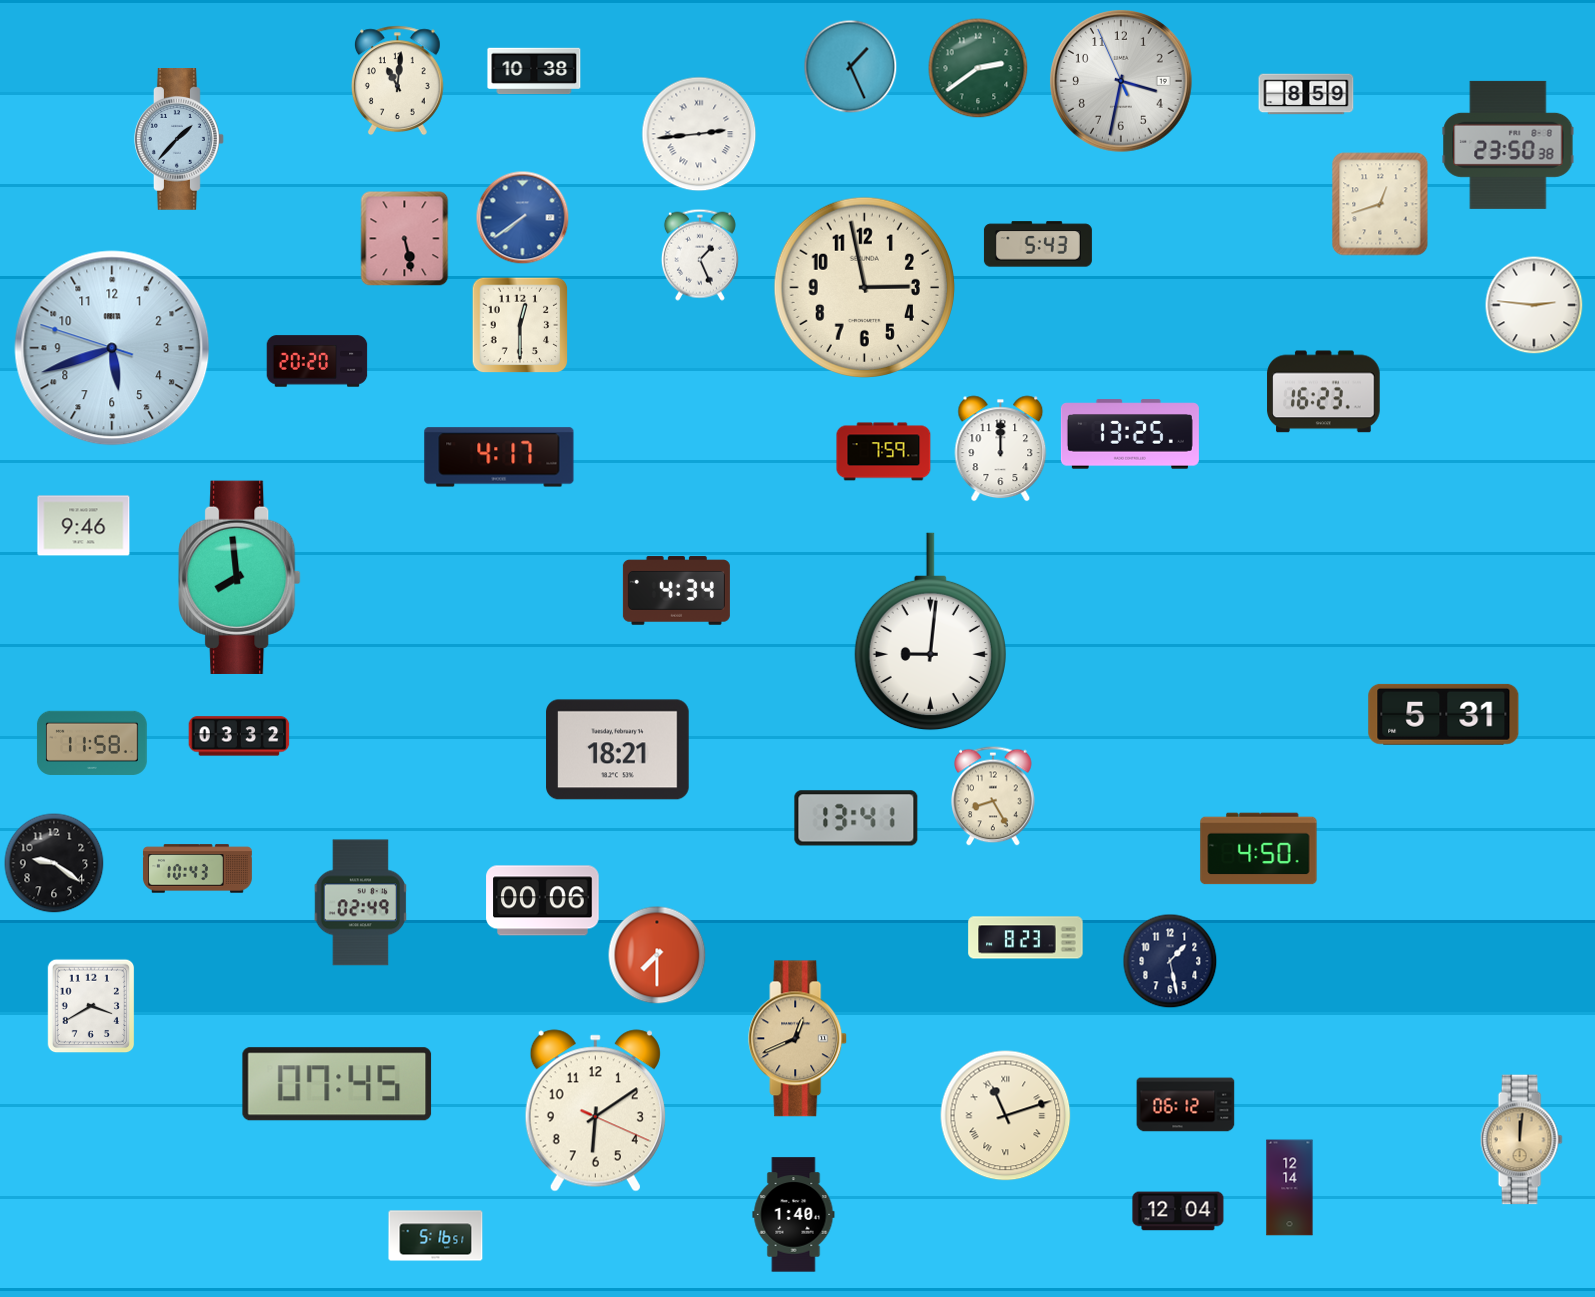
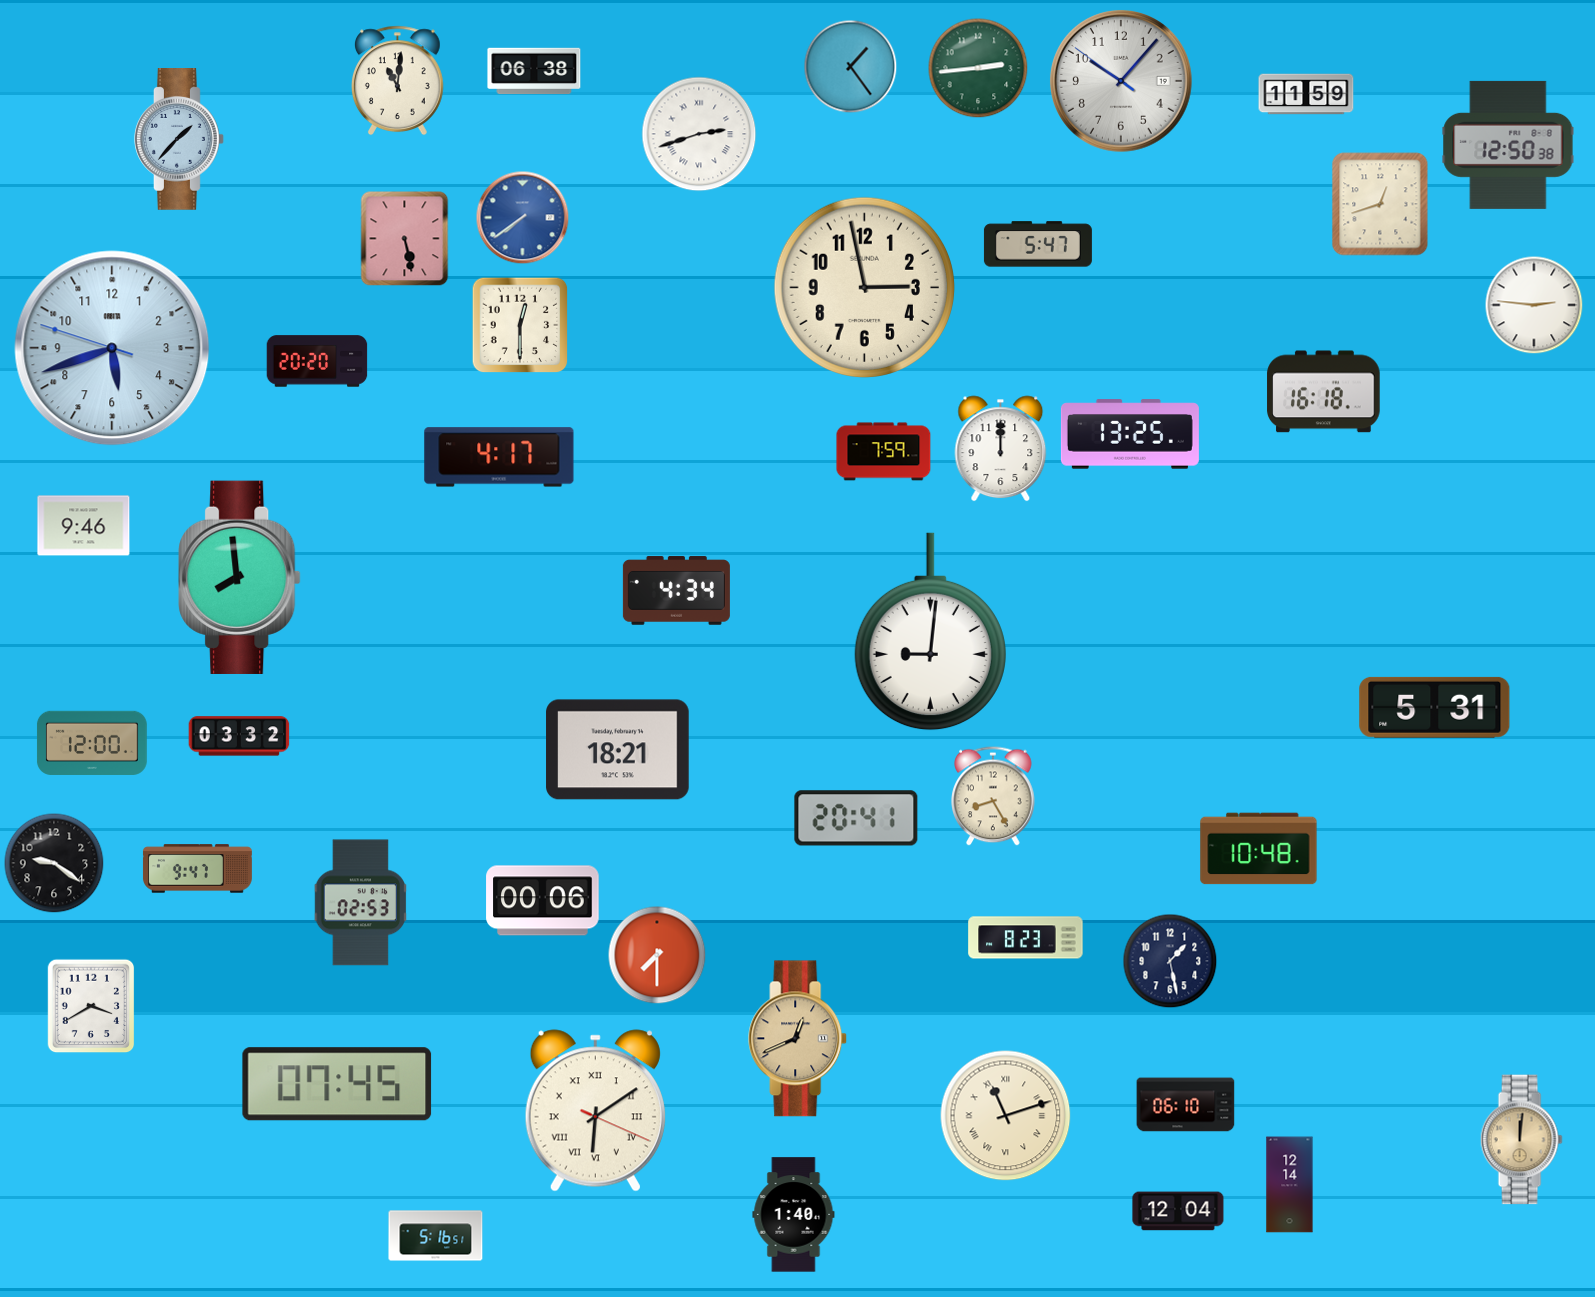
clock at (851, 67): 1:26 -> 1:24
clock at (978, 68): 2:39 -> 2:44
clock at (534, 71): 10:38 -> 06:38
clock at (1121, 81): 3:31 -> 10:06
clock at (1306, 94): 8:59 -> 11:59
clock at (699, 134): 2:44 -> 2:42
clock at (1508, 145): 23:50 -> 12:50
clock at (1038, 244): 5:43 -> 5:47
clock at (700, 255): 1:26 -> none
clock at (1324, 392): 16:23 -> 16:18
clock at (1444, 714) position: (1444, 714) -> (1435, 707)
clock at (92, 743): 11:58 -> 12:00
clock at (856, 818): 13:41 -> 20:41
clock at (1259, 849): 4:50 -> 10:48
clock at (197, 869): 10:43 -> 9:47
clock at (360, 903): 02:49 -> 02:53
clock at (1186, 1105): 06:12 -> 06:10
clock at (595, 1111) numerals: Arabic -> Roman
clock at (1290, 1188) position: (1290, 1188) -> (1290, 1185)
